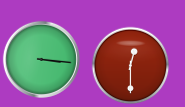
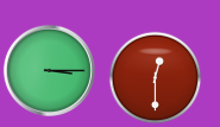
clock at (41, 59): 3:16 -> 3:15
